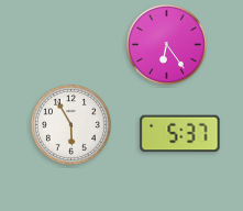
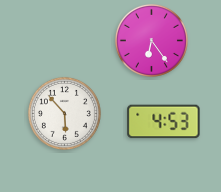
clock at (70, 124): 5:55 -> 5:53
clock at (180, 134): 5:37 -> 4:53
